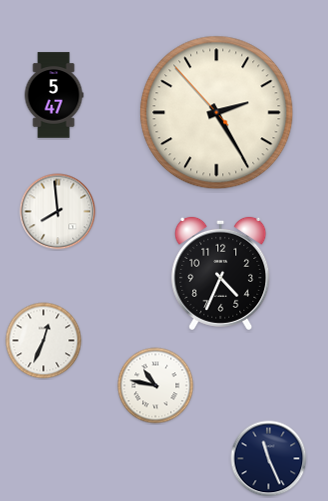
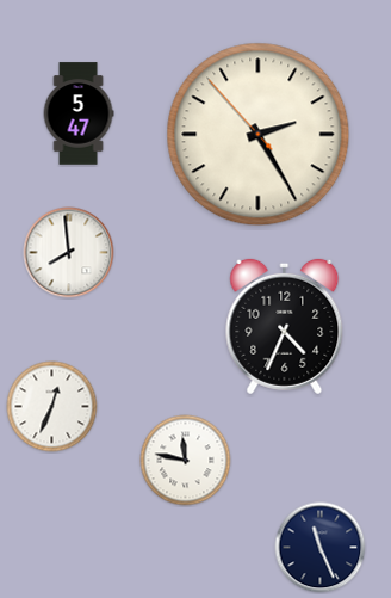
clock at (54, 95) position: (54, 95) -> (79, 113)
clock at (221, 273) position: (221, 273) -> (285, 326)
clock at (156, 386): 10:47 -> 11:47
